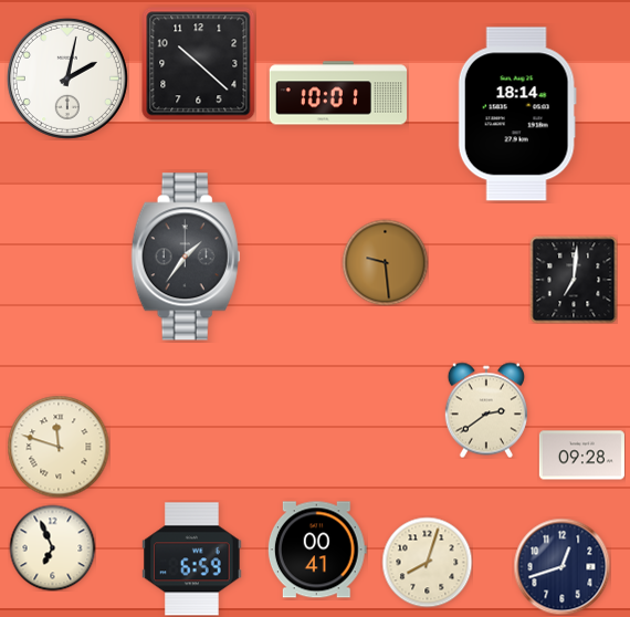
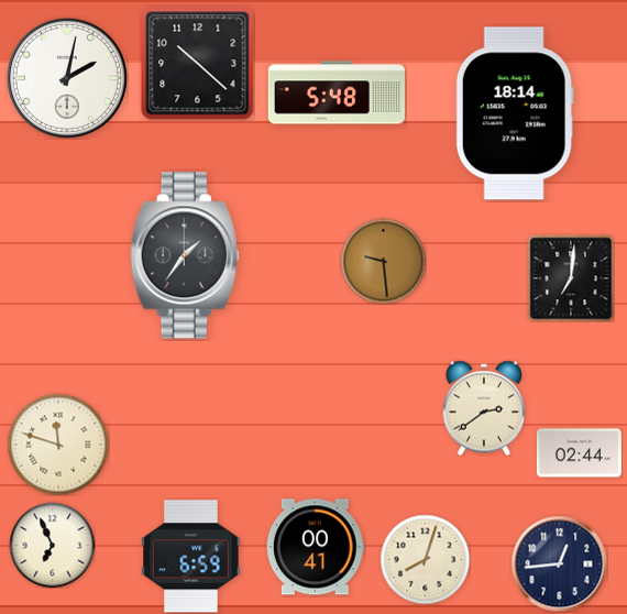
clock at (337, 93): 10:01 -> 5:48
clock at (581, 456): 09:28 -> 02:44
clock at (561, 566): 12:42 -> 12:44
